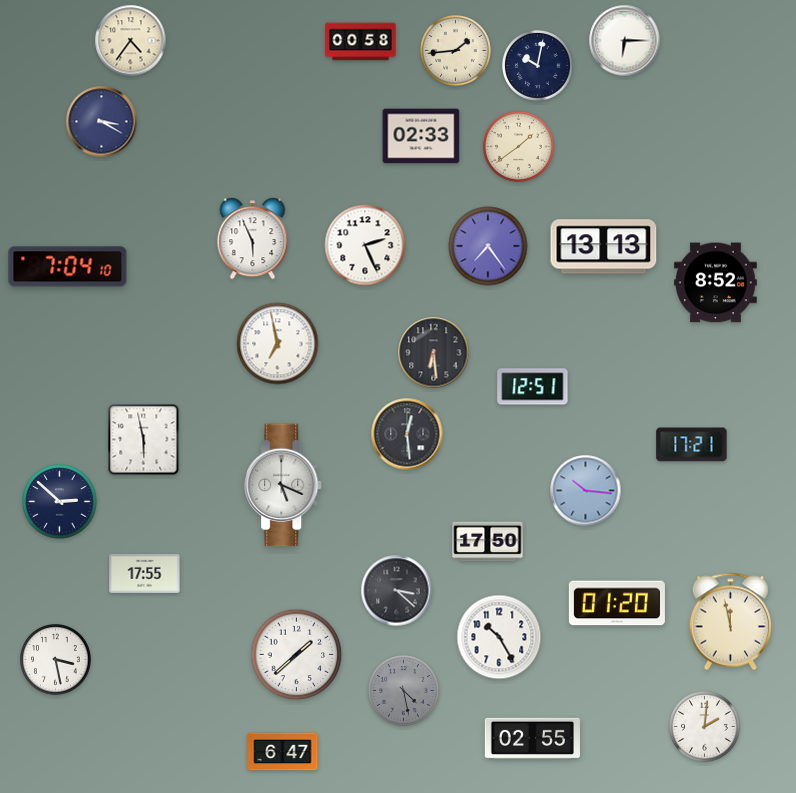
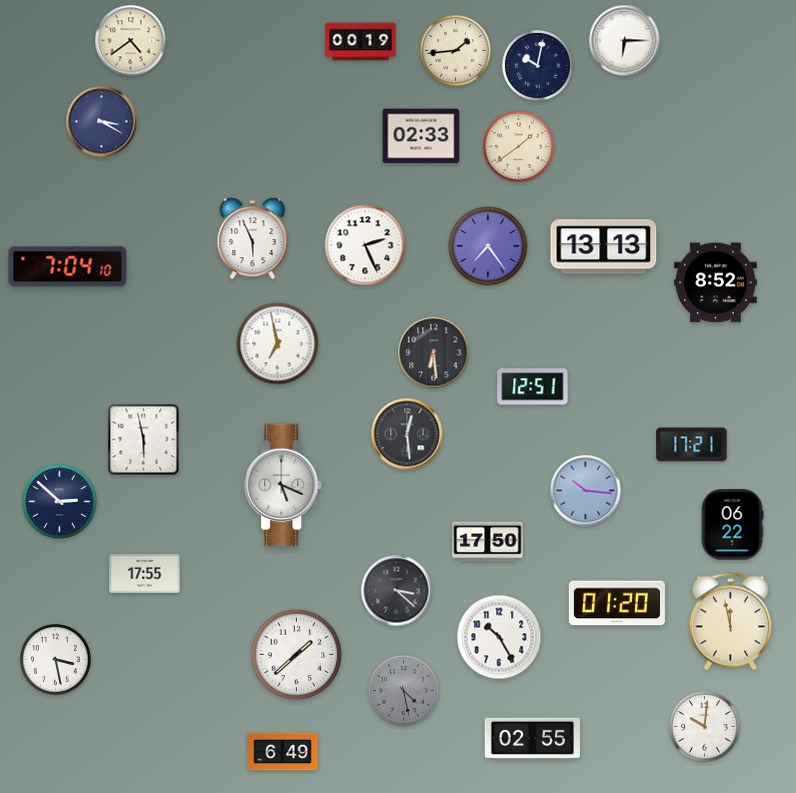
clock at (131, 41): 4:36 -> 4:39
clock at (361, 42): 00:58 -> 00:19
clock at (732, 525): none -> 06:22
clock at (705, 727): 2:01 -> 10:01
clock at (283, 752): 6:47 -> 6:49
